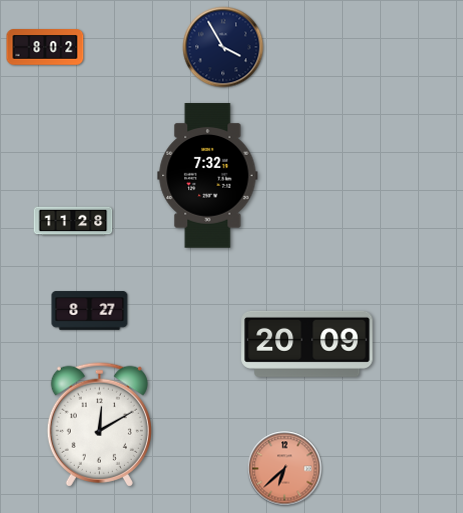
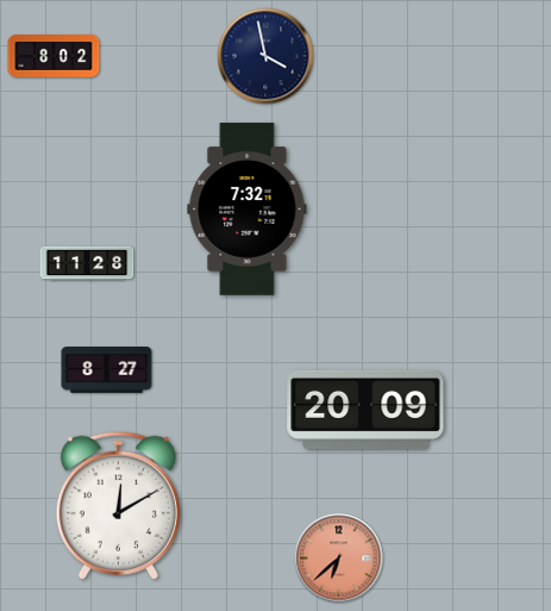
clock at (223, 47): 3:55 -> 3:58
